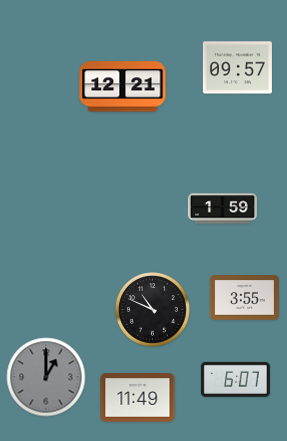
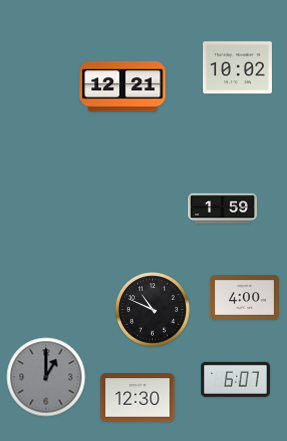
clock at (237, 68): 09:57 -> 10:02
clock at (244, 298): 3:55 -> 4:00
clock at (138, 398): 11:49 -> 12:30
